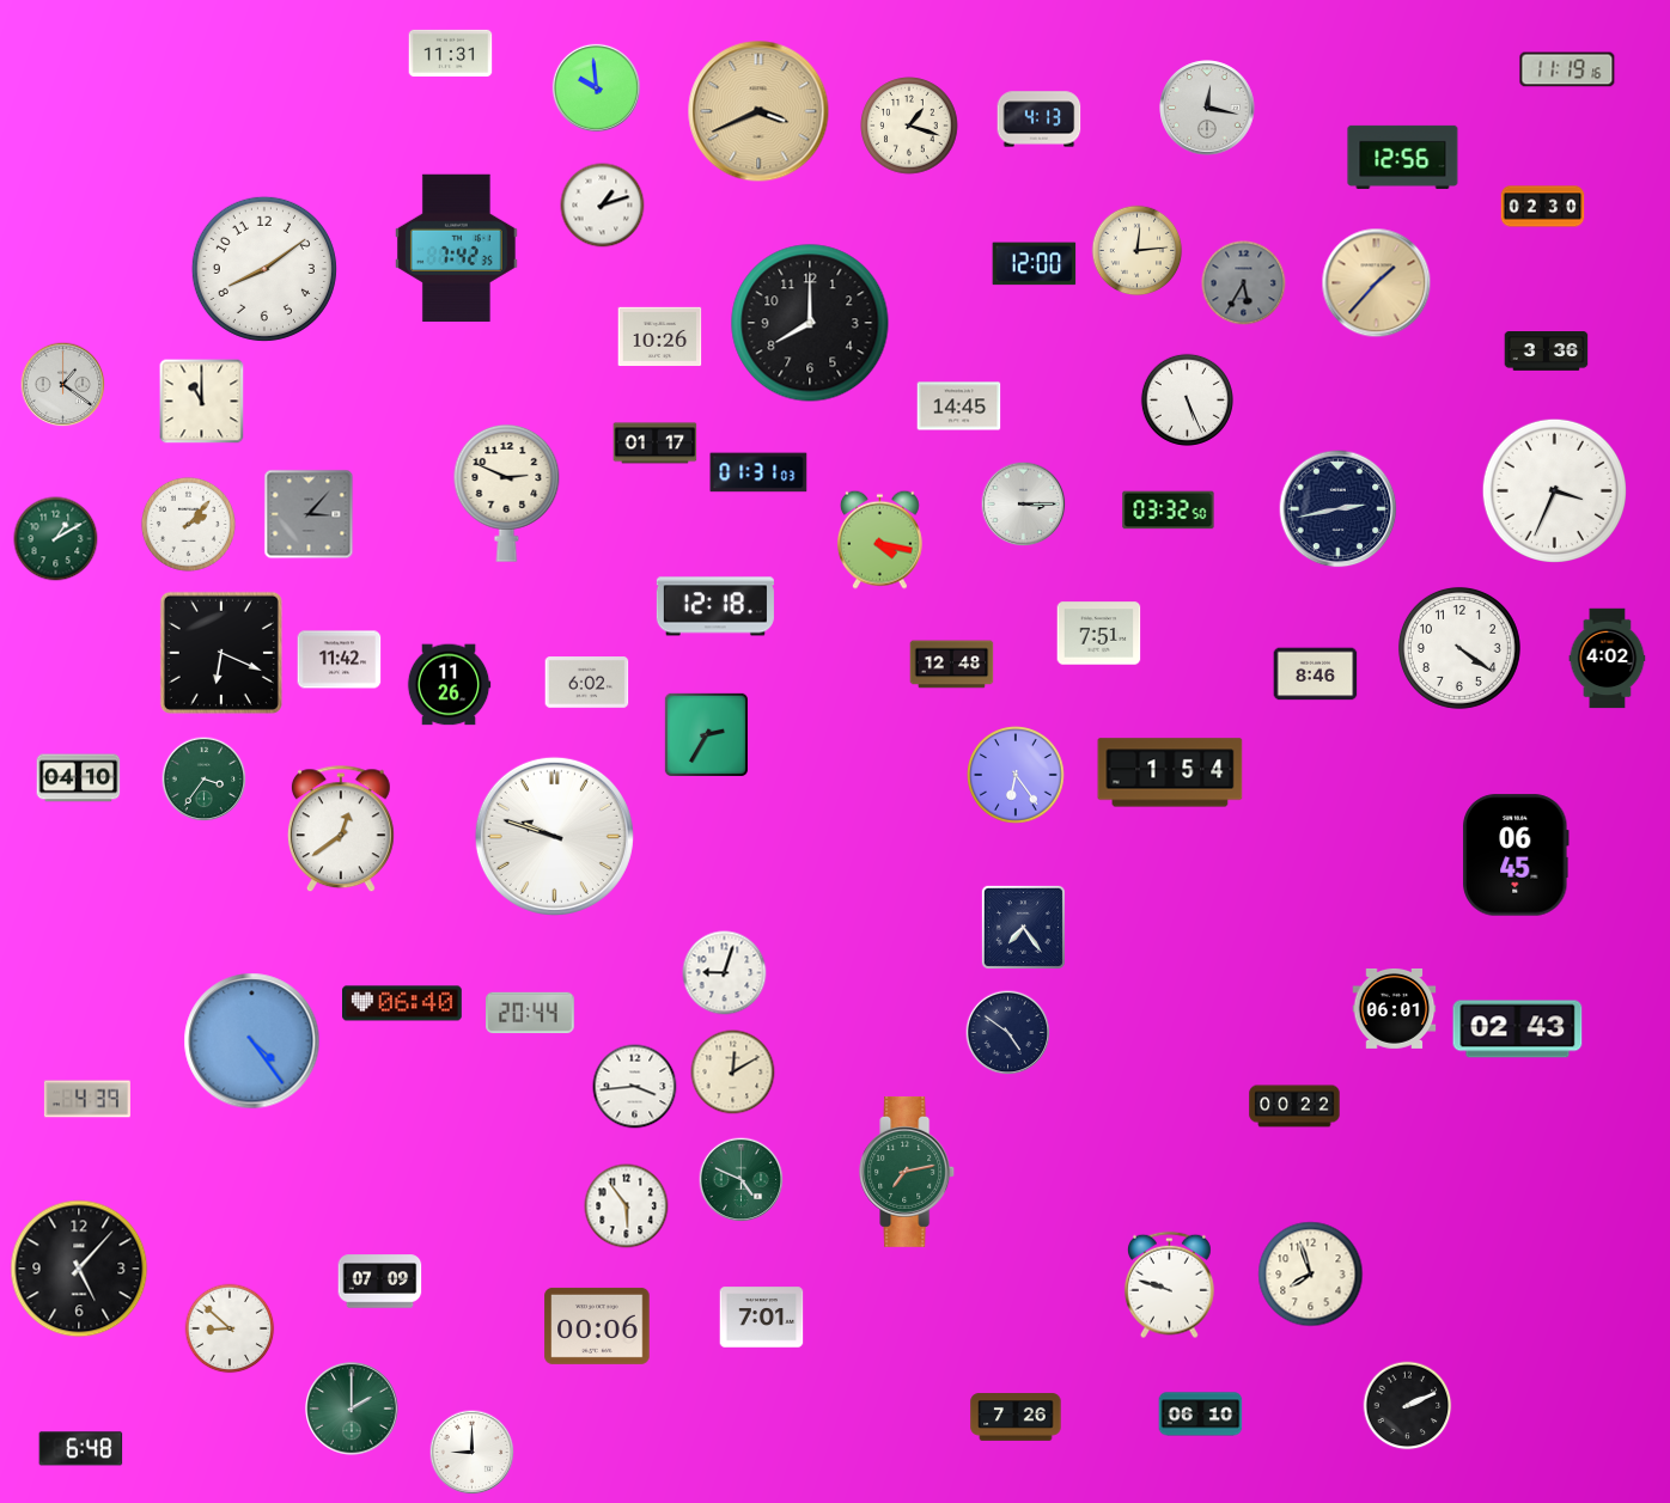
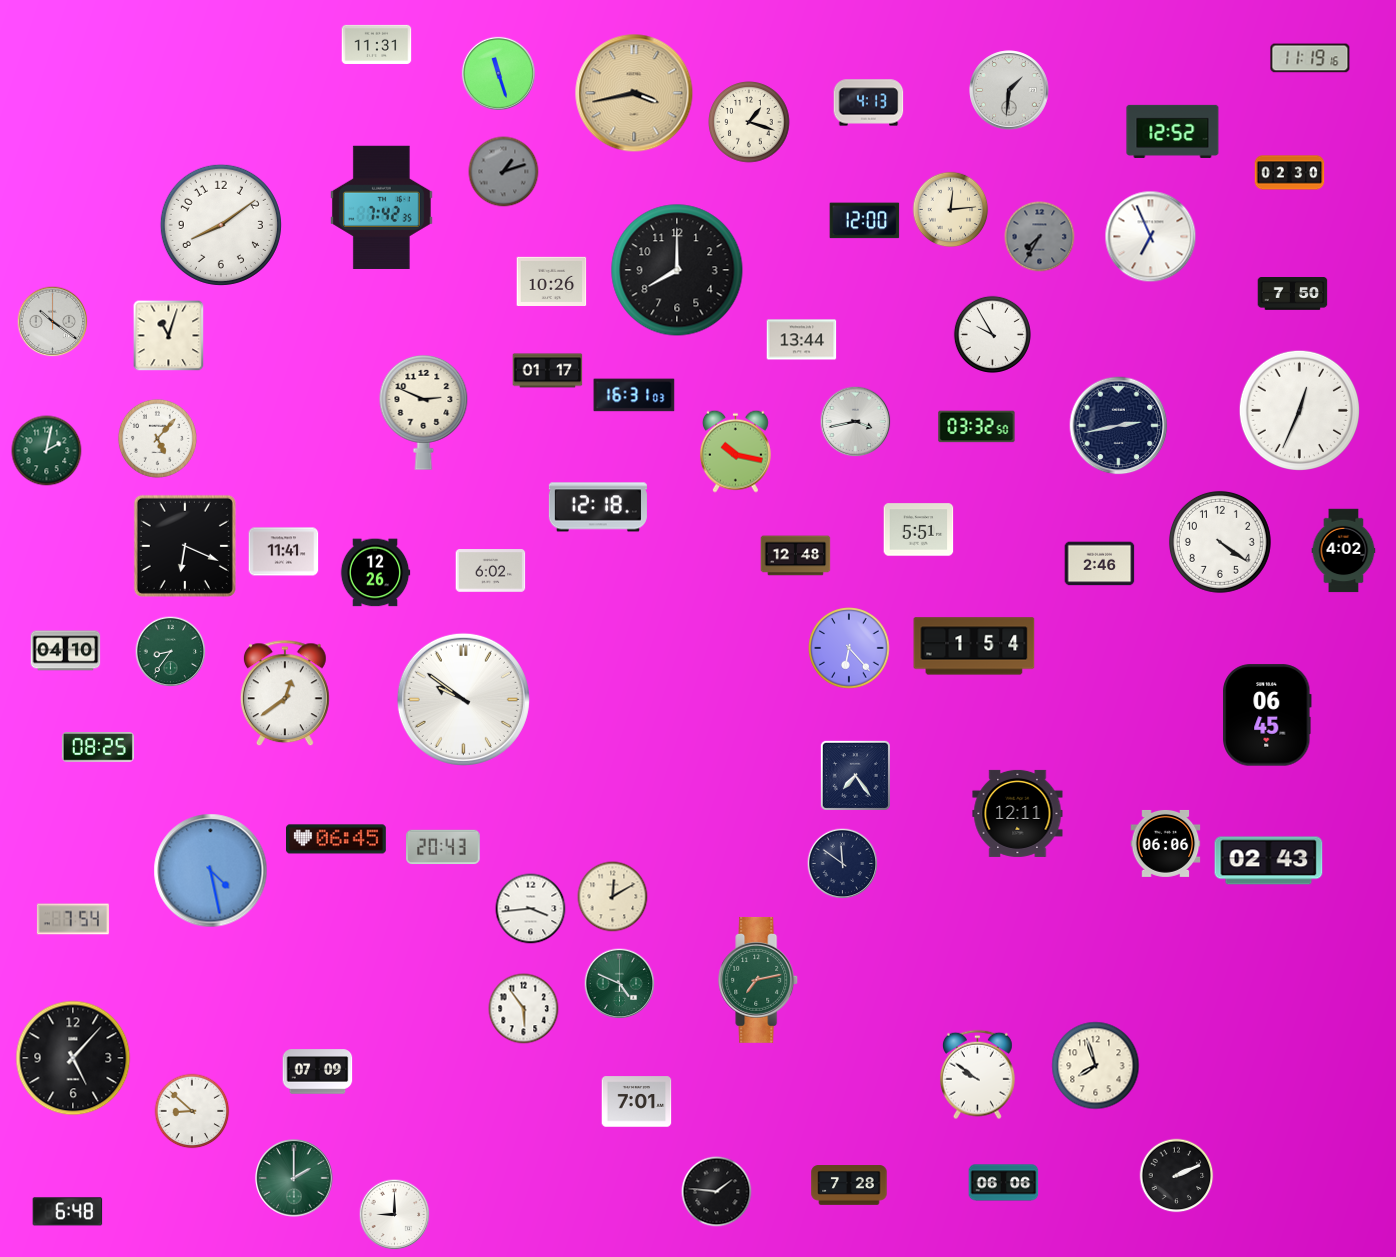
clock at (596, 87): 9:59 -> 11:27
clock at (1207, 108): 12:17 -> 1:31
clock at (758, 111): 3:41 -> 3:43
clock at (1040, 120) position: (1040, 120) -> (869, 103)
clock at (909, 126) position: (909, 126) -> (749, 122)
clock at (1403, 157): 12:56 -> 12:52
clock at (603, 206) dial: white -> grey
clock at (1244, 283): 5:35 -> 7:35
clock at (1377, 283): 1:37 -> 6:56
clock at (1377, 283) dial: champagne -> white
clock at (1547, 352): 3:36 -> 7:50
clock at (63, 385): 1:21 -> 10:21
clock at (1187, 399): 5:26 -> 9:55
clock at (202, 402): 11:00 -> 11:03
clock at (959, 407): 14:45 -> 13:44
clock at (758, 472): 01:31 -> 16:31
clock at (1554, 490): 3:34 -> 12:34
clock at (1024, 505): 3:15 -> 3:43
clock at (309, 514): 3:07 -> none
clock at (188, 524): 2:07 -> 5:07
clock at (56, 539): 1:10 -> 2:02
clock at (879, 539): 4:17 -> 10:17
clock at (1099, 634): 7:51 -> 5:51
clock at (340, 660): 11:42 -> 11:41
clock at (1316, 674): 8:46 -> 2:46
clock at (449, 685): 11:26 -> 12:26
clock at (706, 734): 2:35 -> none
clock at (1170, 772) position: (1170, 772) -> (974, 646)
clock at (1016, 775): 6:24 -> 6:23
clock at (205, 780): 3:36 -> 8:36
clock at (554, 836): 9:48 -> 9:51
clock at (98, 747): none -> 08:25
clock at (1018, 813): none -> 12:11
clock at (725, 973): 9:03 -> none
clock at (403, 1003): 06:40 -> 06:45
clock at (1395, 1008): 06:01 -> 06:06
clock at (530, 1013): 20:44 -> 20:43
clock at (1008, 1033): 4:51 -> 11:51
clock at (252, 1041): 4:24 -> 4:28
clock at (87, 1099): 4:39 -> 7:54
clock at (1294, 1106): 00:22 -> none
clock at (742, 1180) position: (742, 1180) -> (620, 984)
clock at (79, 1269) position: (79, 1269) -> (73, 1058)
clock at (1169, 1285): 9:48 -> 9:51
clock at (597, 1326): 00:06 -> none
clock at (1201, 1415): 06:10 -> 06:06
clock at (1016, 1417): 7:26 -> 7:28
clock at (717, 1192): none -> 1:46
